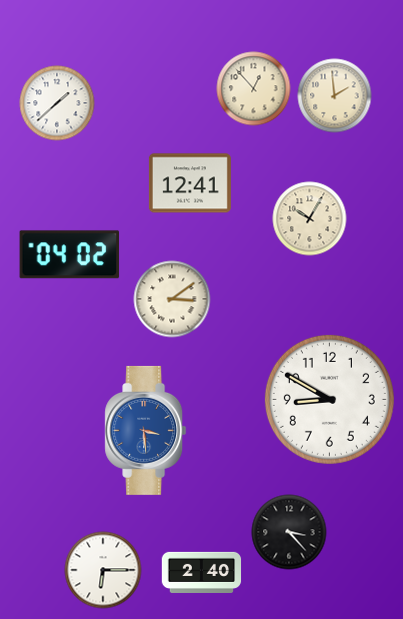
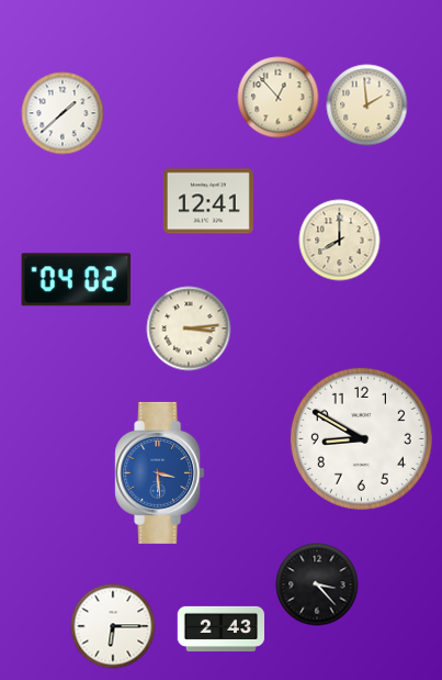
clock at (310, 219): 10:05 -> 8:00
clock at (172, 299): 3:09 -> 3:14
clock at (202, 572): 2:40 -> 2:43
